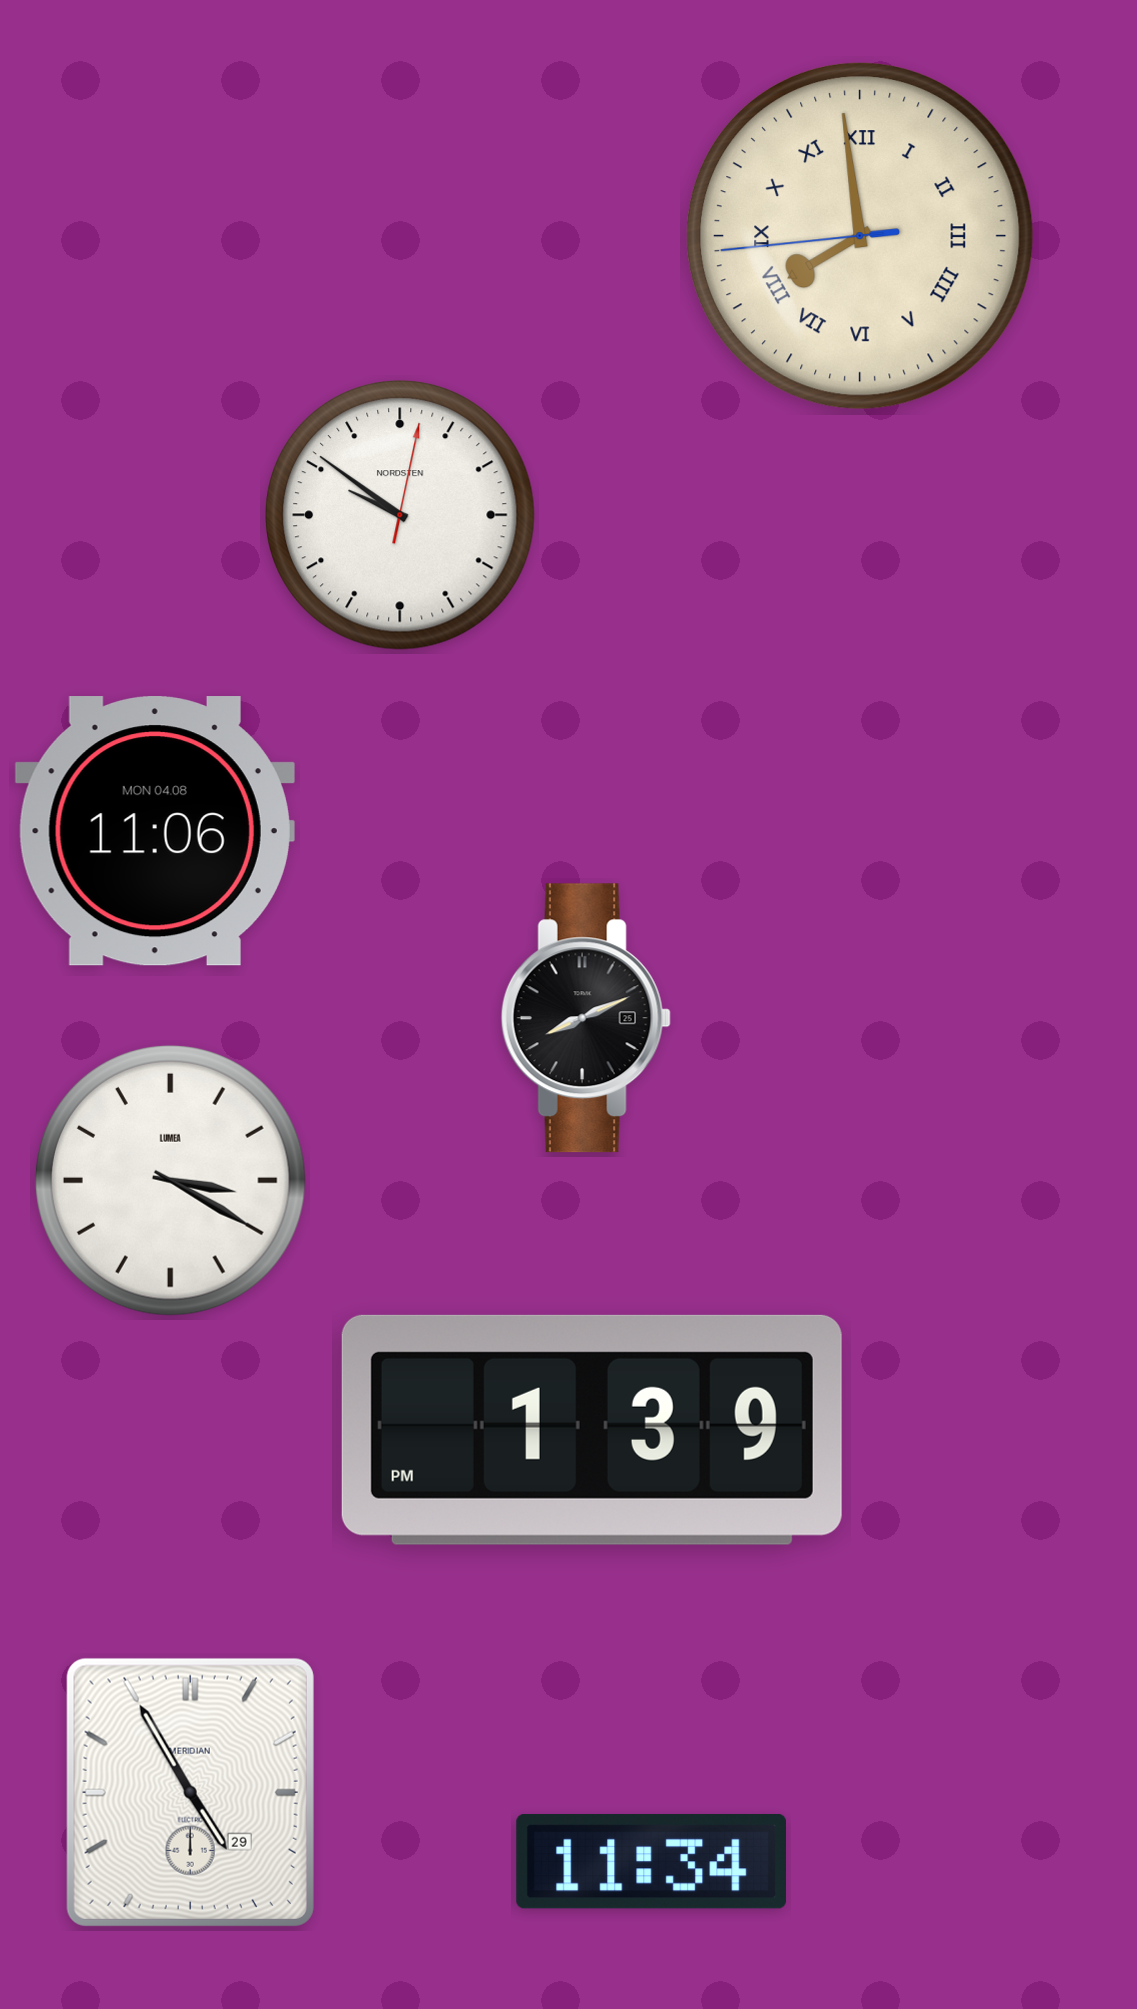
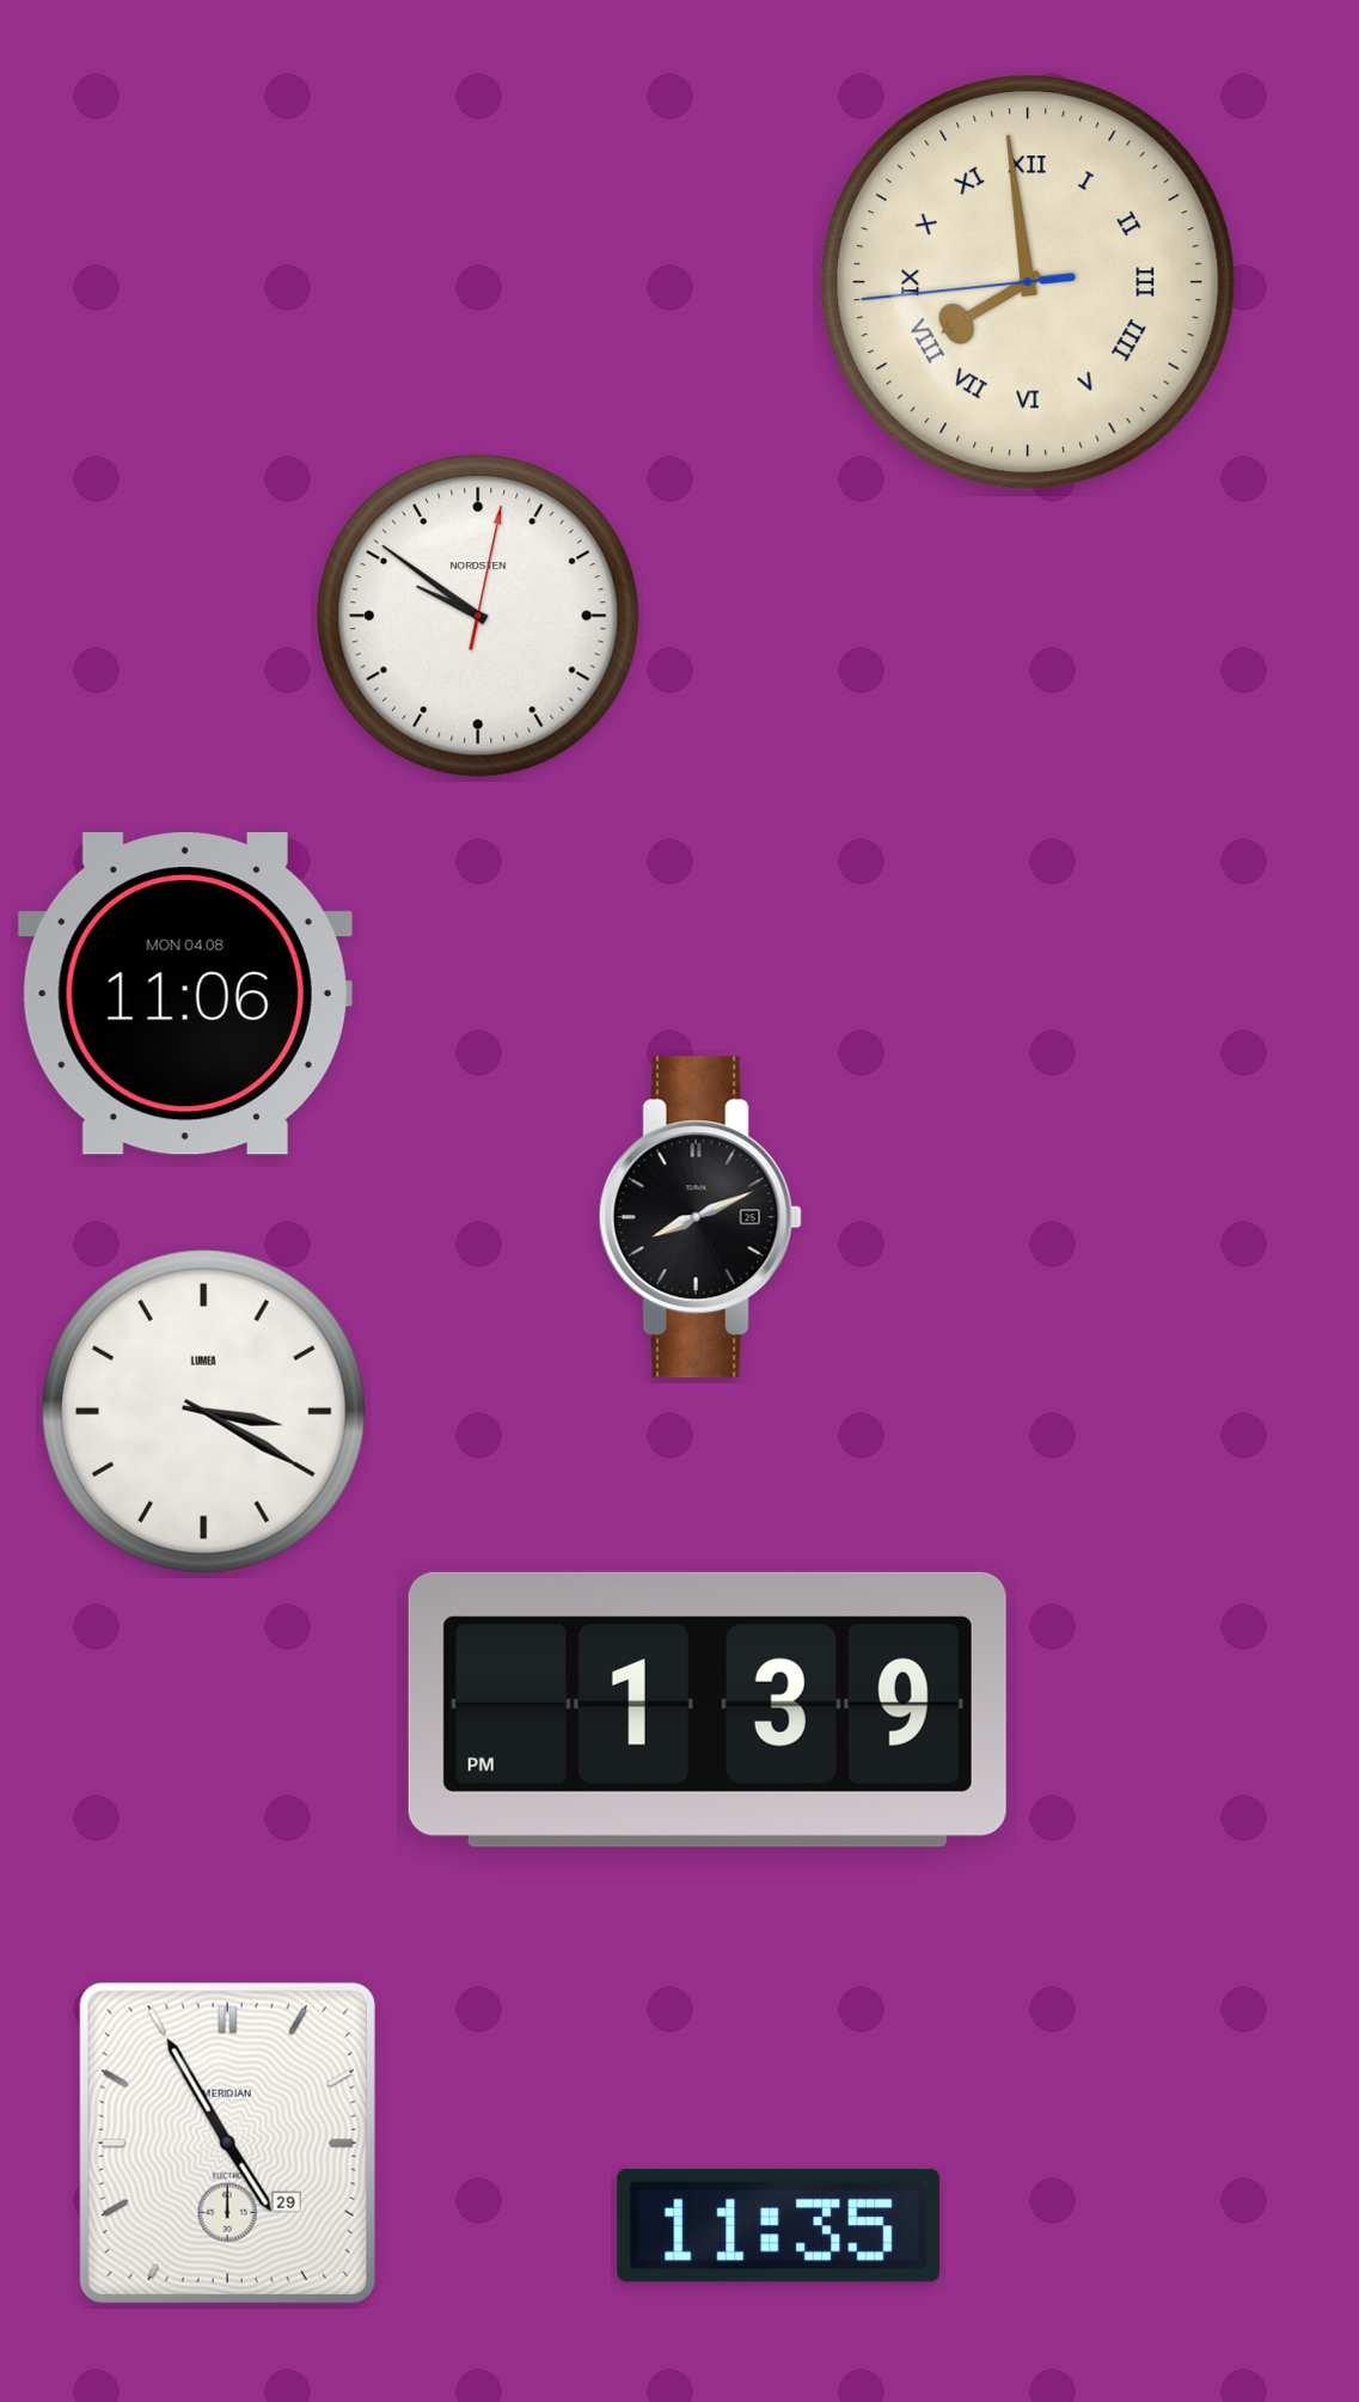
clock at (651, 1861): 11:34 -> 11:35
